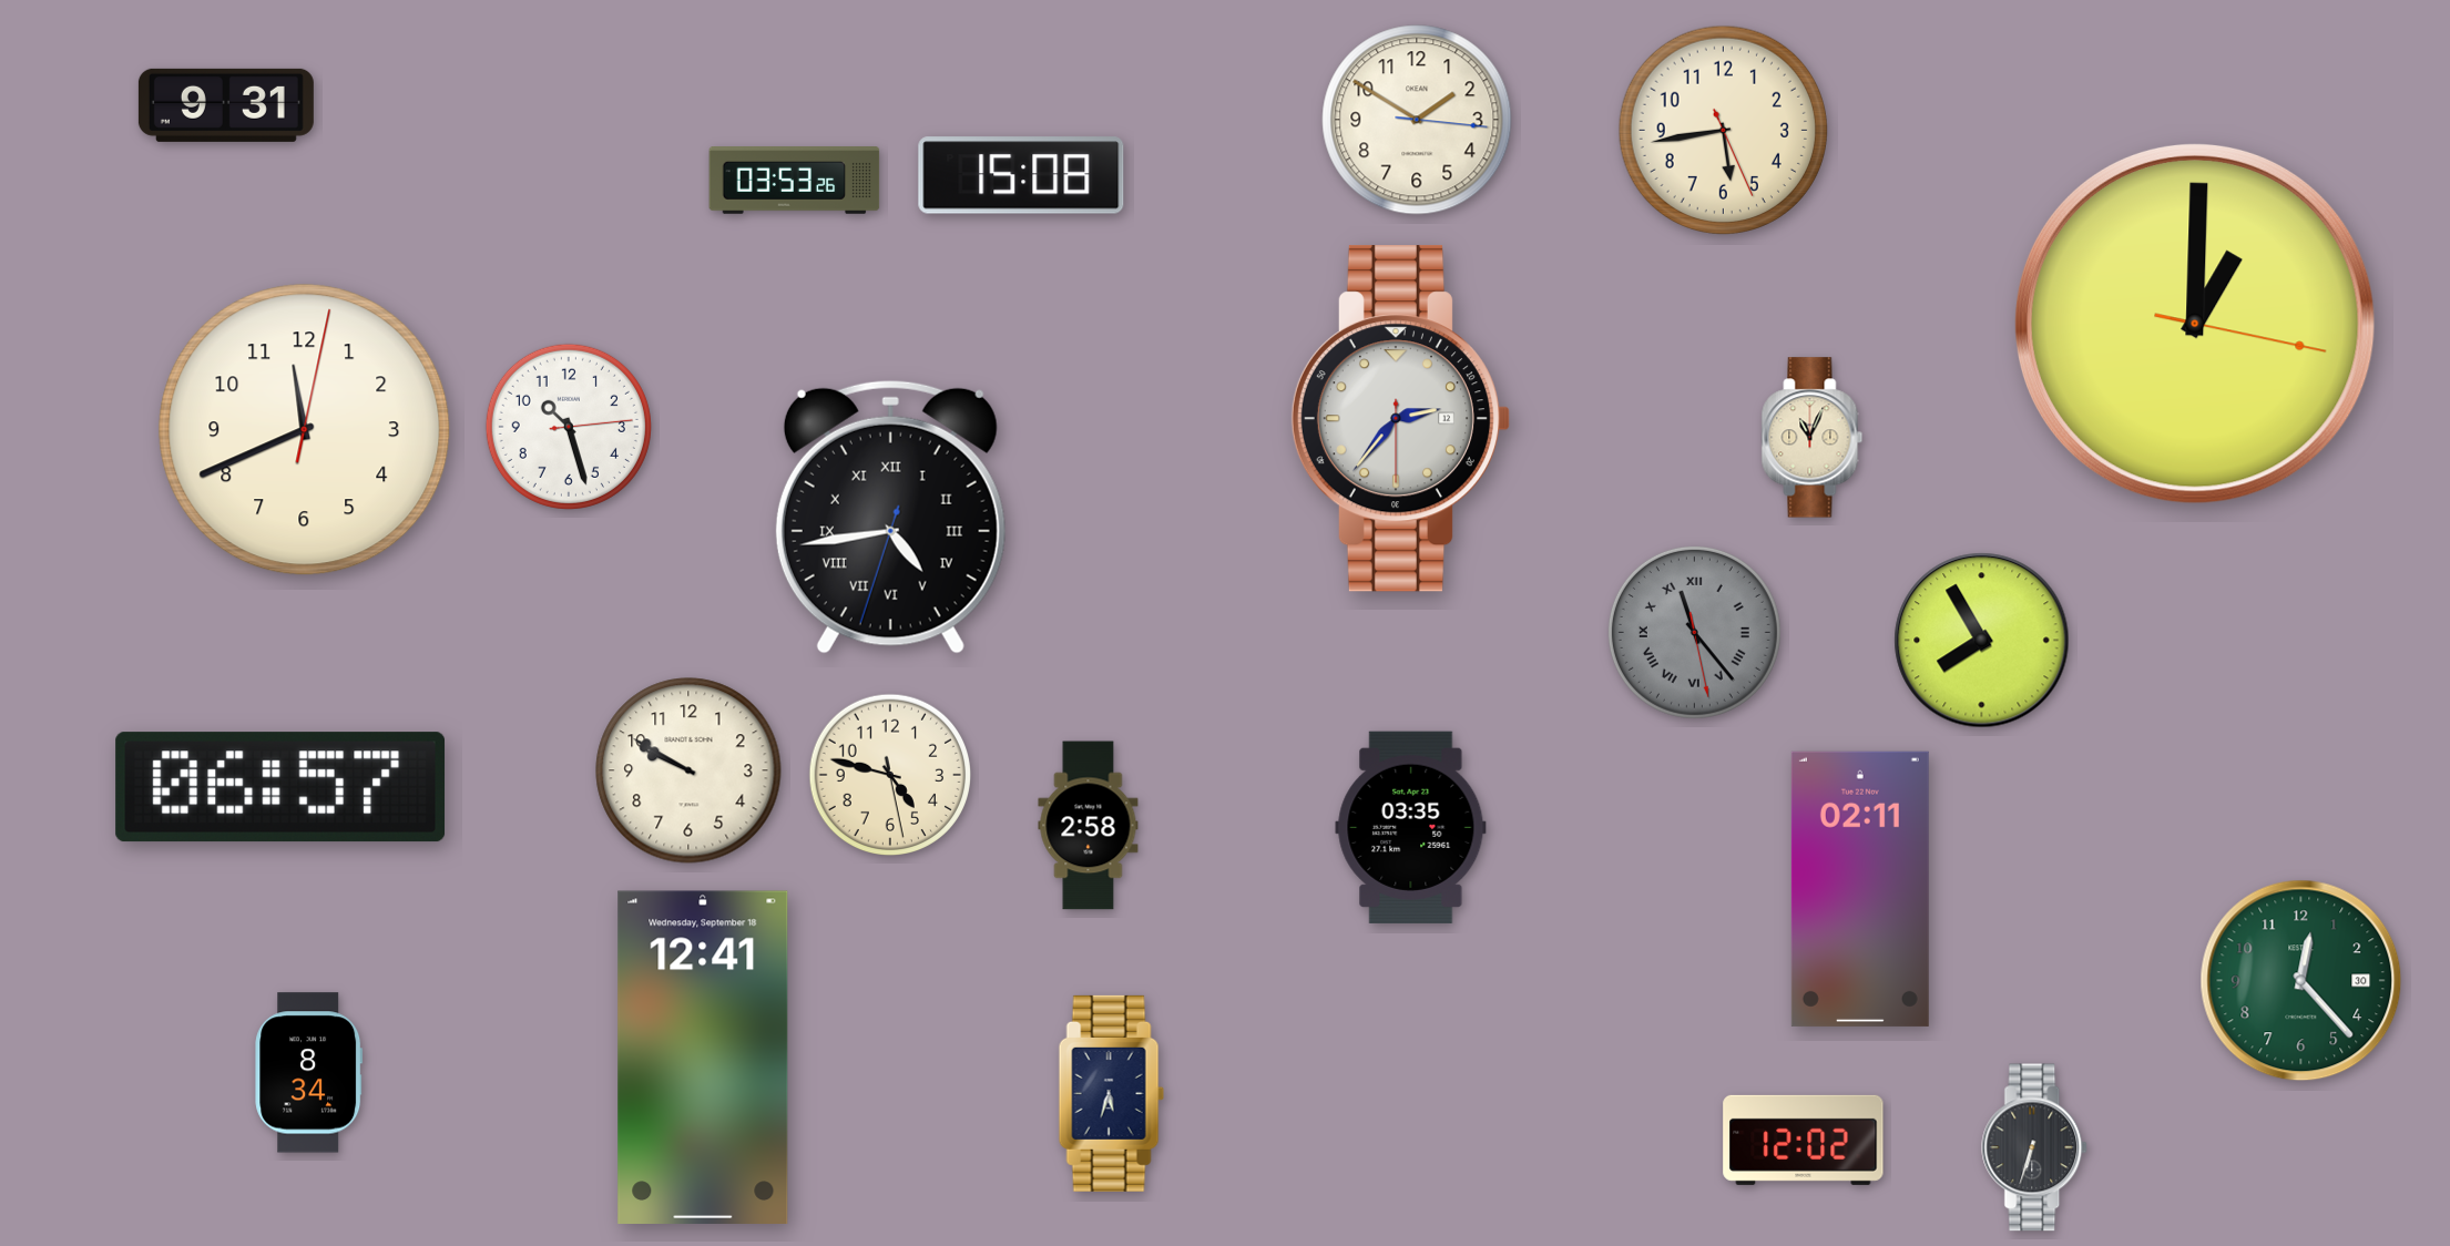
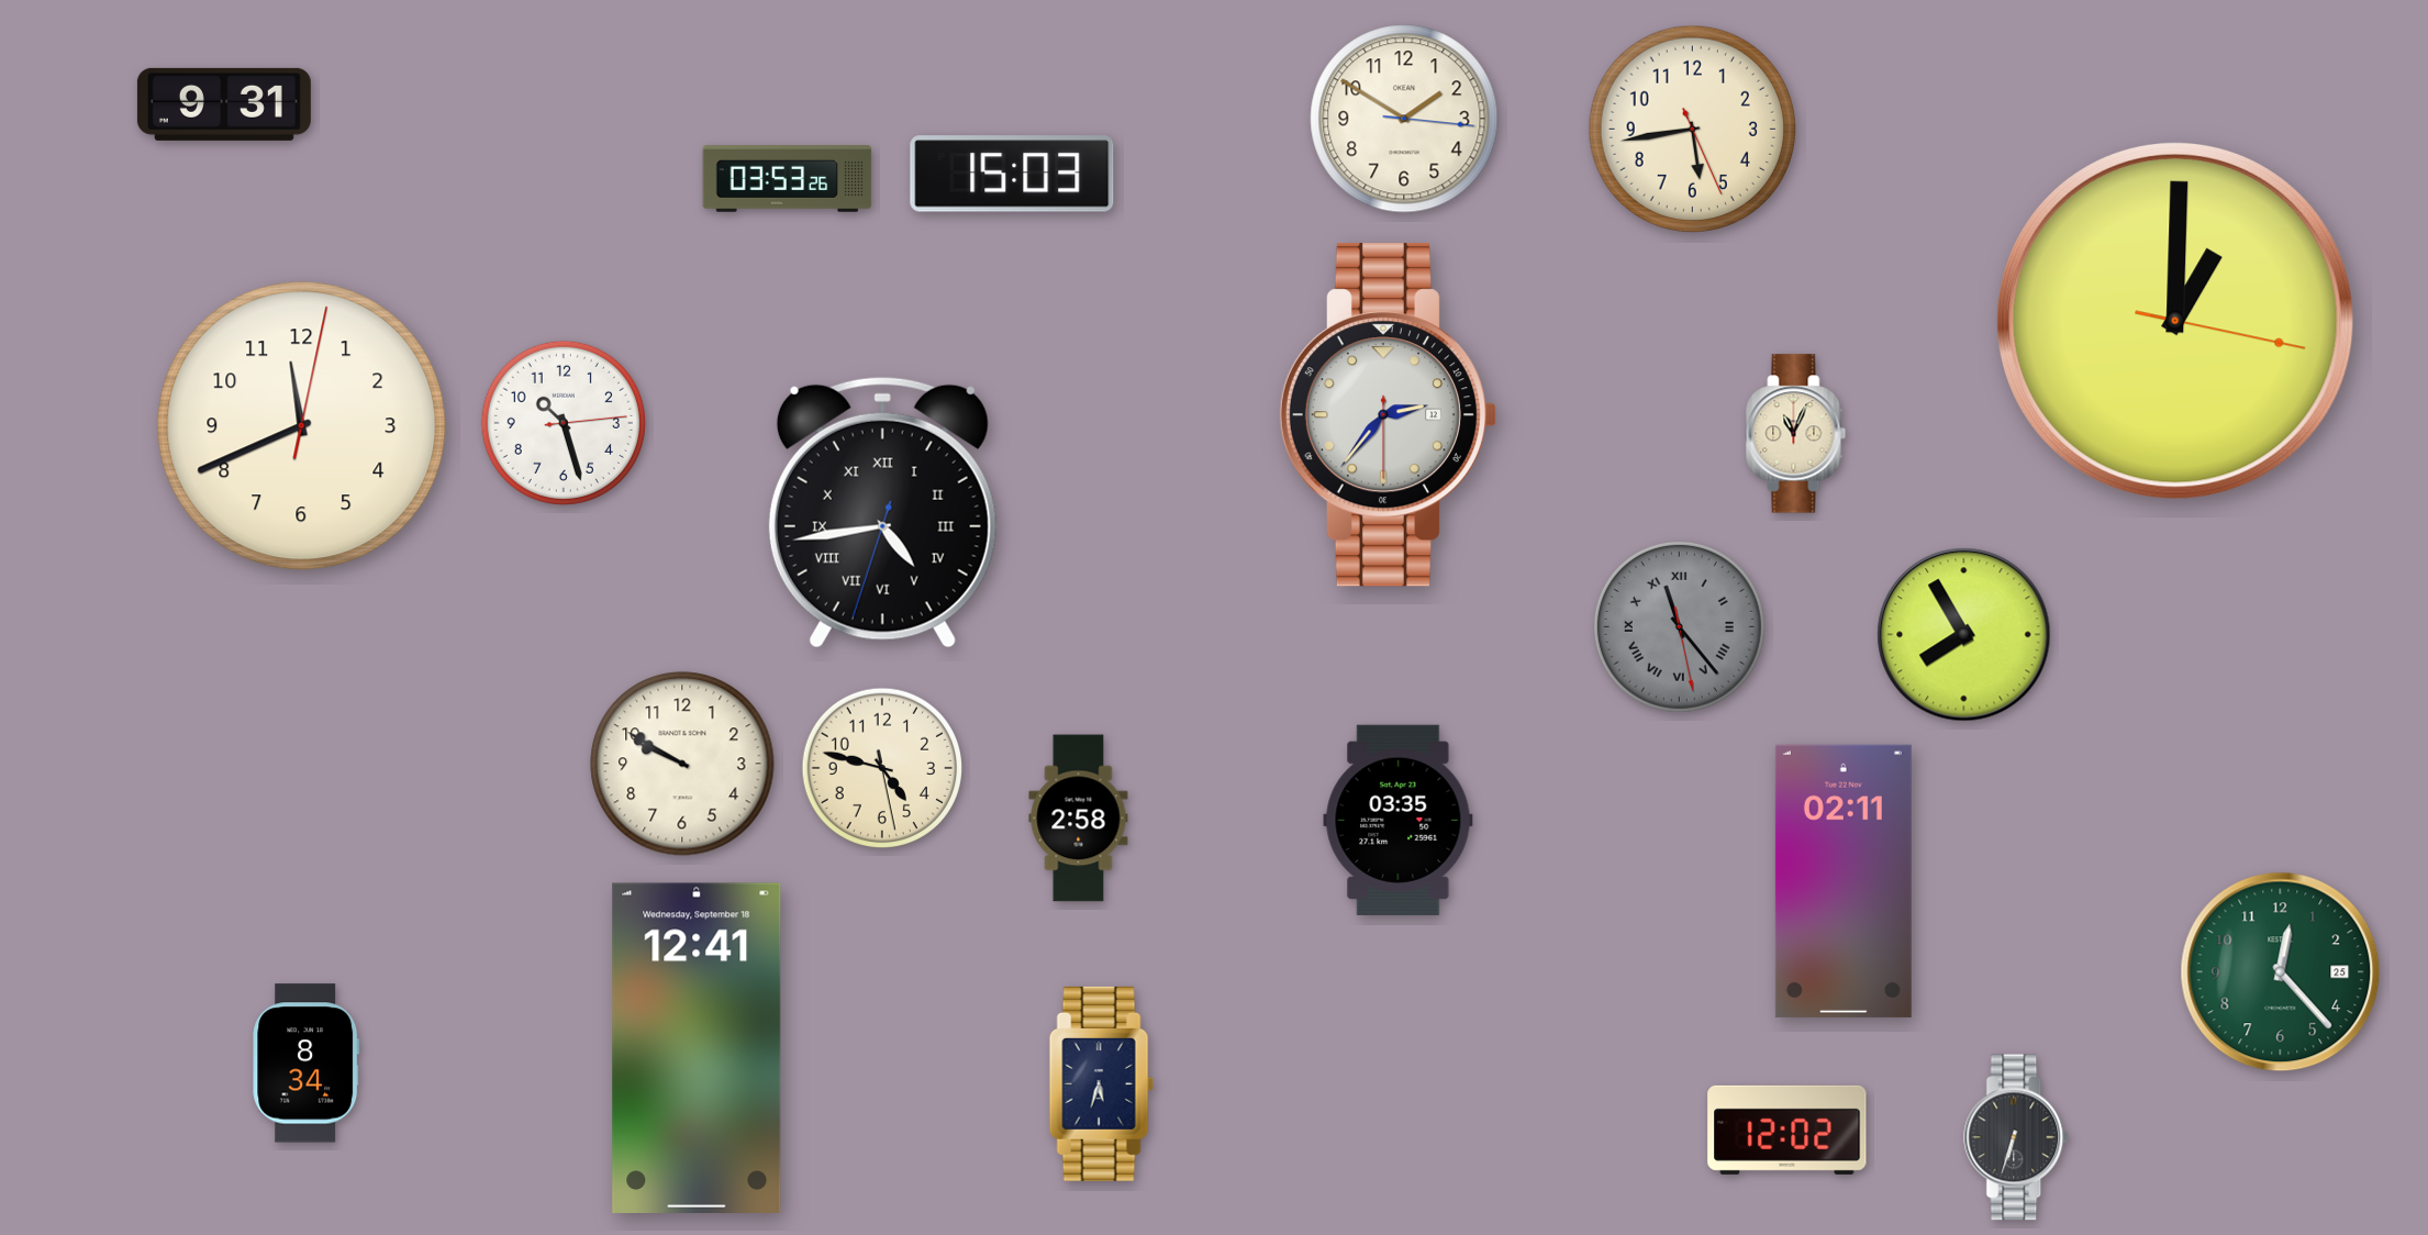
clock at (1723, 130) position: (1723, 130) -> (1692, 129)
clock at (1021, 175): 15:08 -> 15:03
clock at (280, 787): 06:57 -> none
clock at (2301, 981) date: 30 -> 25
